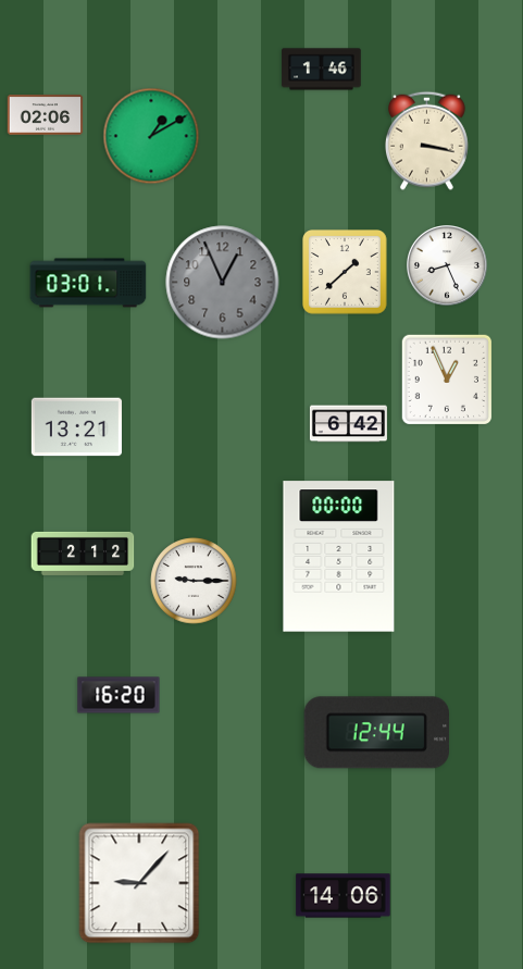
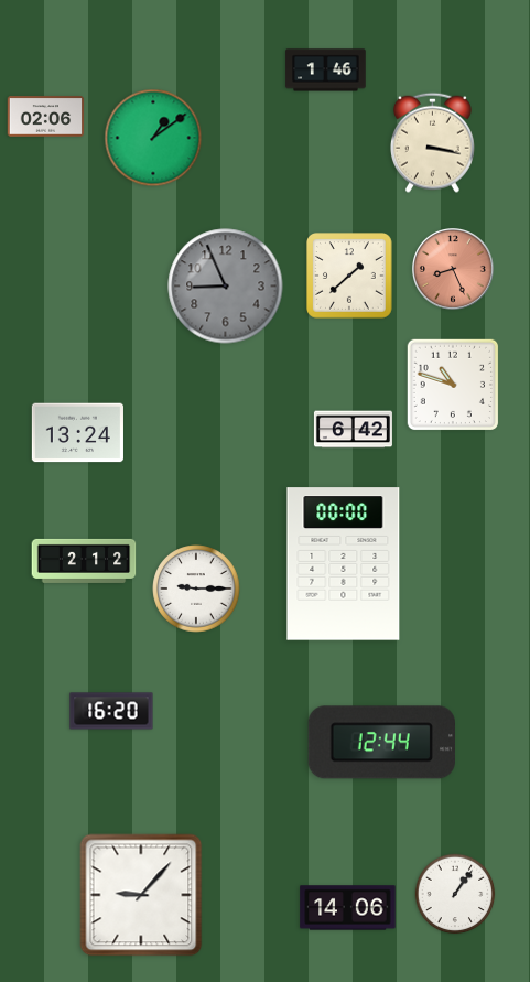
clock at (151, 136): 1:10 -> 1:09
clock at (448, 266) dial: white -> salmon
clock at (88, 283): 03:01 -> none
clock at (223, 283): 12:56 -> 8:56
clock at (446, 378): 12:56 -> 10:48
clock at (76, 427): 13:21 -> 13:24
clock at (119, 695) position: (119, 695) -> (111, 711)
clock at (455, 894): none -> 1:06
